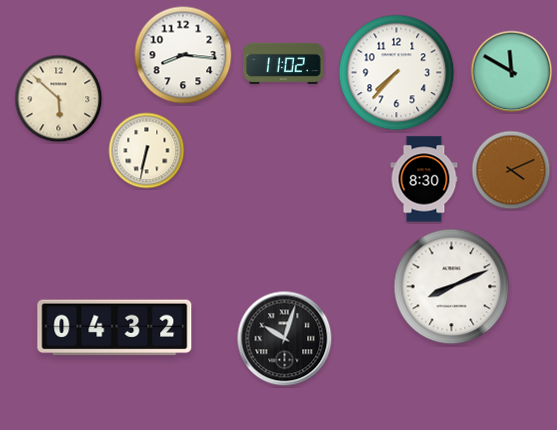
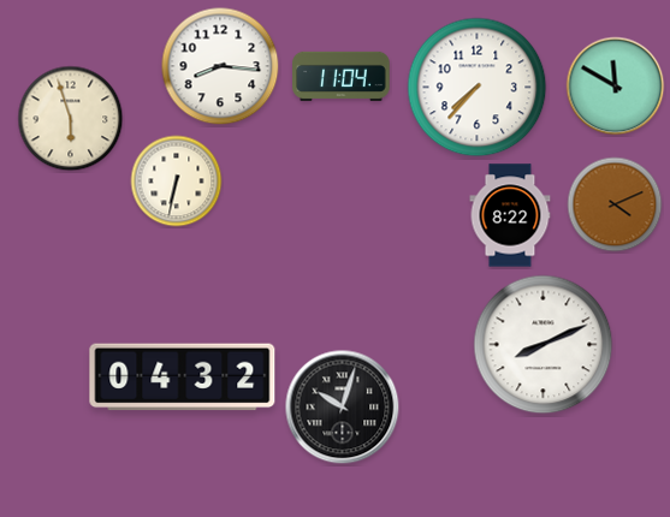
clock at (284, 63): 11:02 -> 11:04
clock at (59, 99): 5:52 -> 5:57
clock at (424, 179): 8:30 -> 8:22
clock at (115, 328) position: (115, 328) -> (183, 378)
